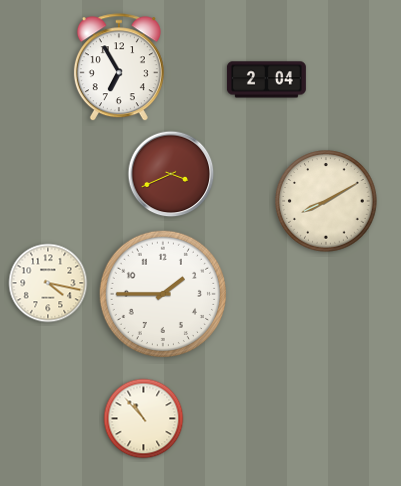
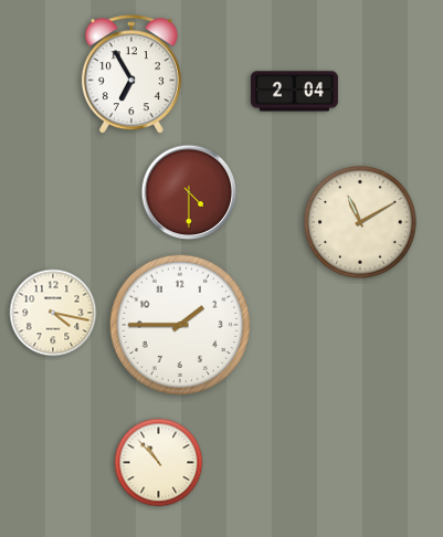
clock at (266, 80) position: (266, 80) -> (294, 92)
clock at (171, 174): 3:41 -> 4:30
clock at (326, 201): 8:10 -> 11:10
